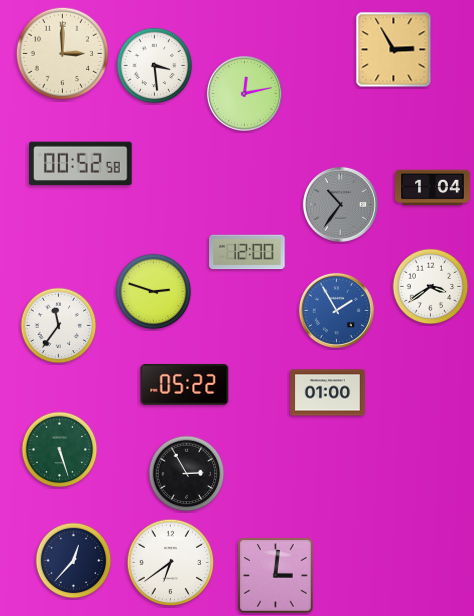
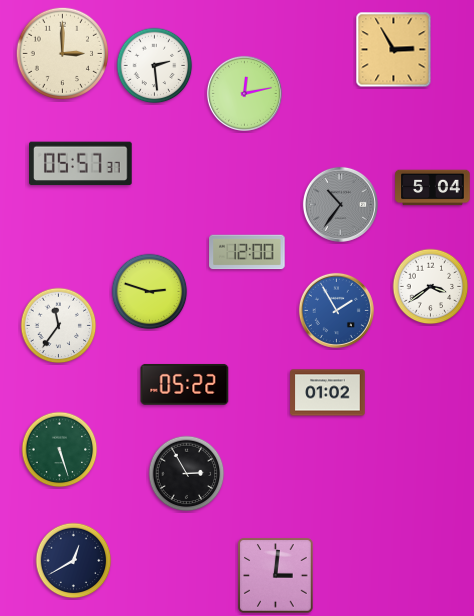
clock at (155, 66): 3:29 -> 2:29
clock at (81, 164): 00:52 -> 05:57
clock at (433, 188): 1:04 -> 5:04
clock at (154, 292) position: (154, 292) -> (150, 292)
clock at (328, 393): 01:00 -> 01:02
clock at (74, 561): 12:37 -> 12:40
clock at (171, 563): 6:39 -> none
